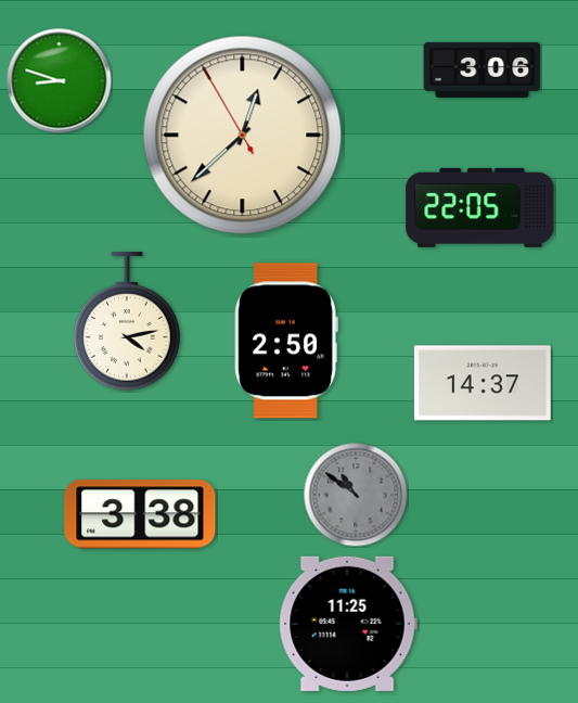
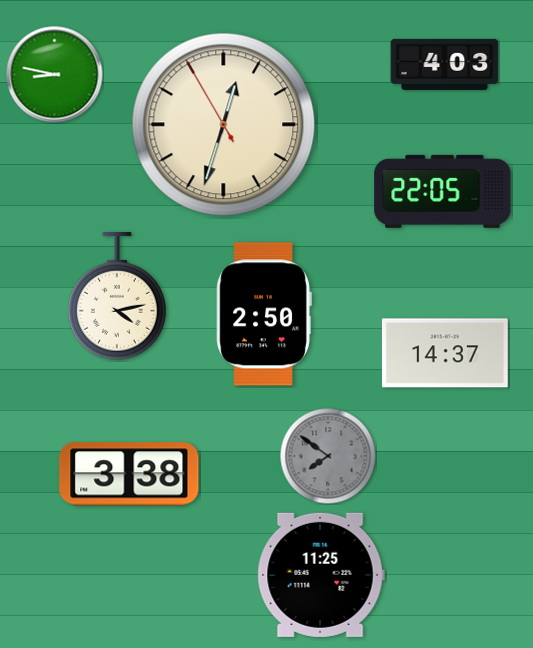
clock at (483, 69): 3:06 -> 4:03
clock at (60, 81): 8:48 -> 8:47
clock at (243, 136): 12:37 -> 12:32
clock at (356, 495): 10:51 -> 7:51
